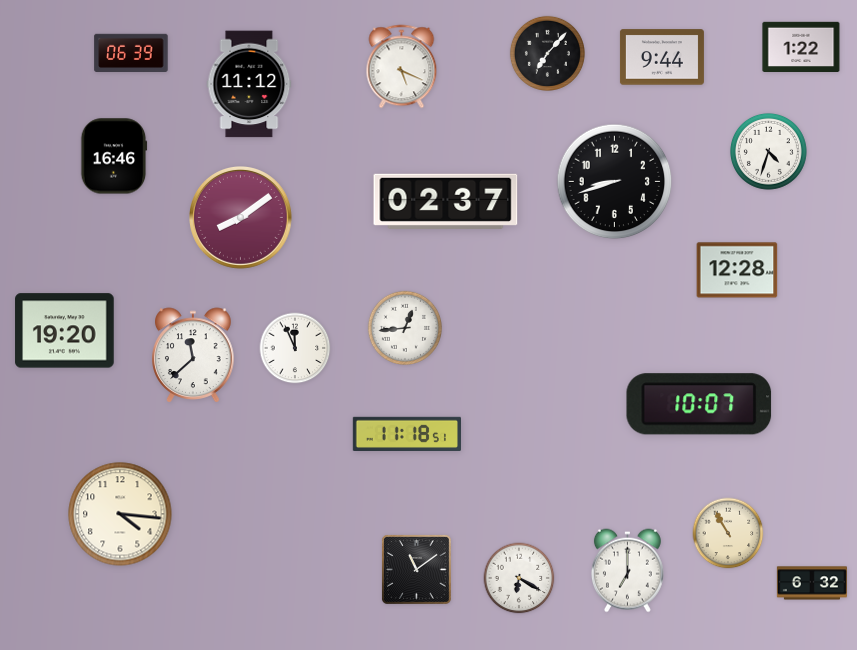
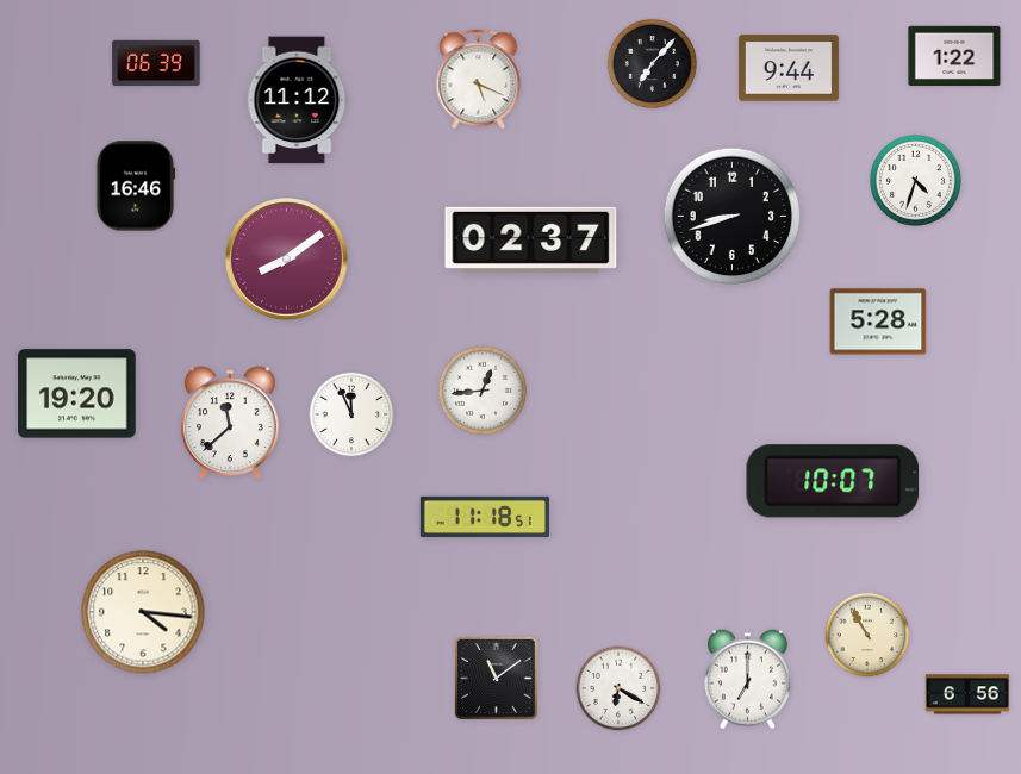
clock at (737, 270): 12:28 -> 5:28
clock at (812, 583): 6:32 -> 6:56
